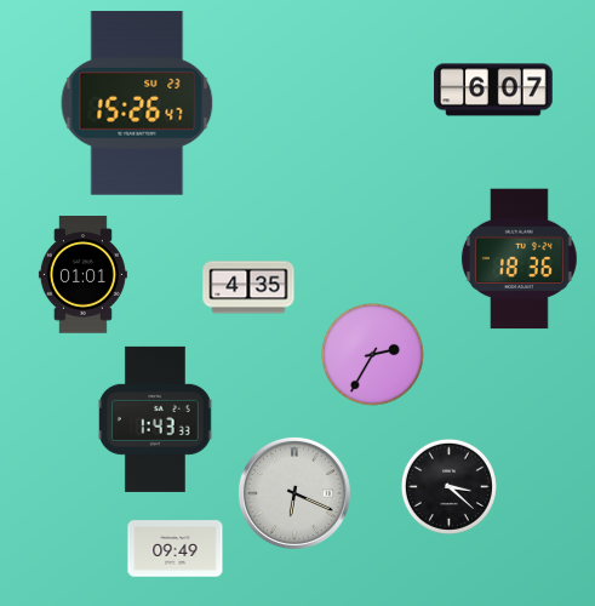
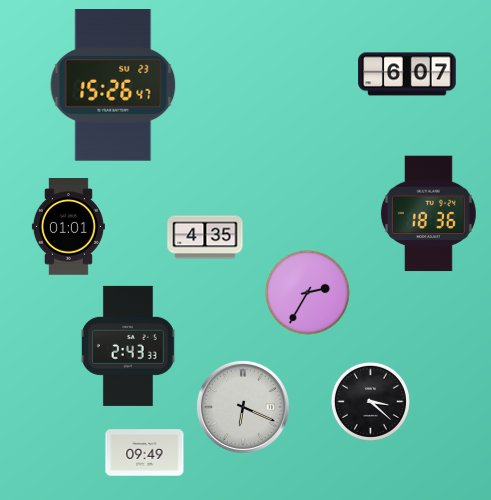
clock at (155, 419): 1:43 -> 2:43
